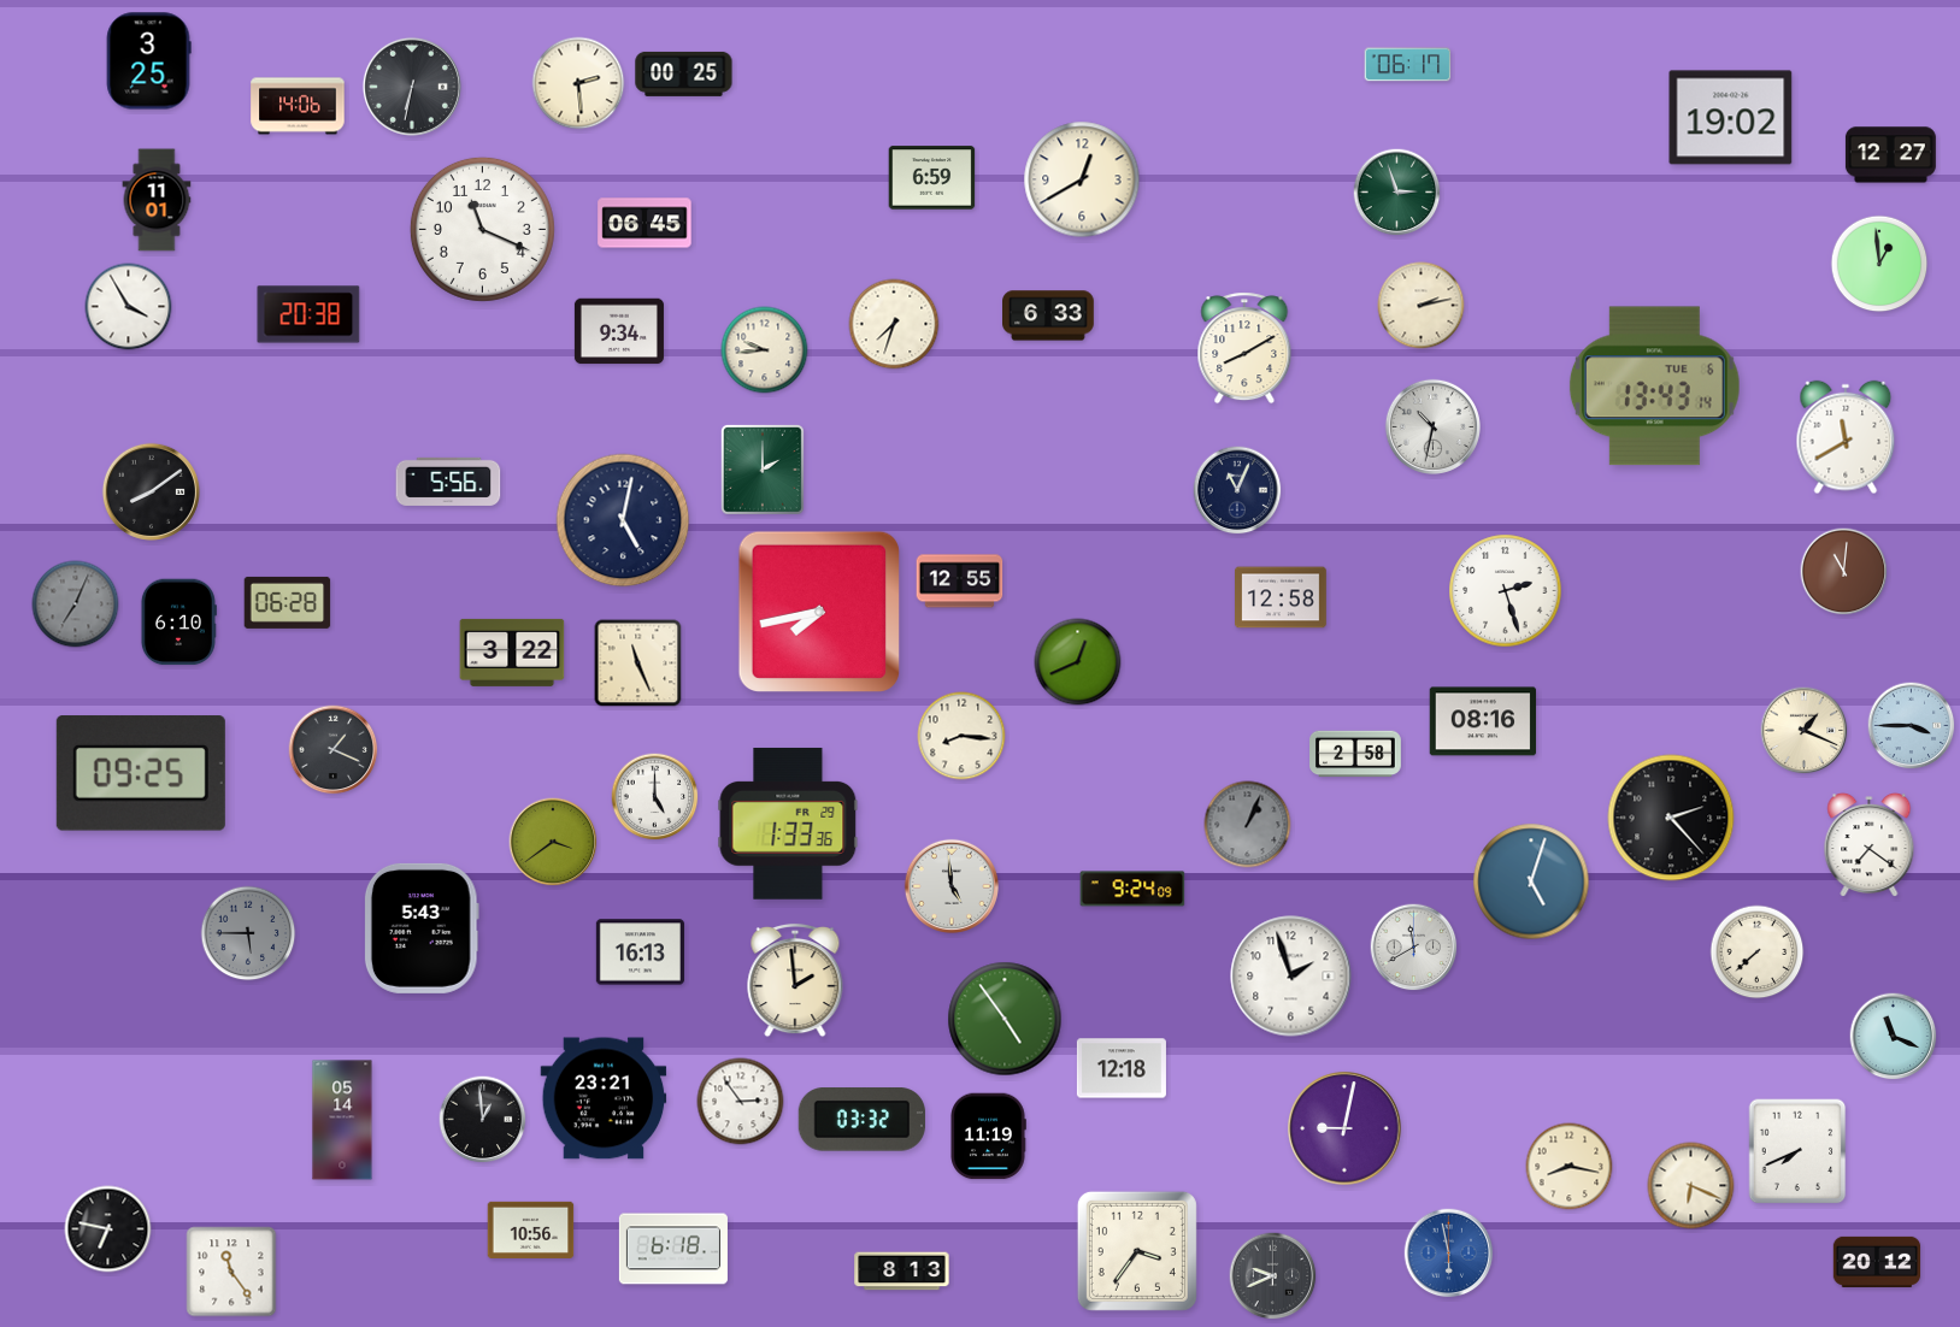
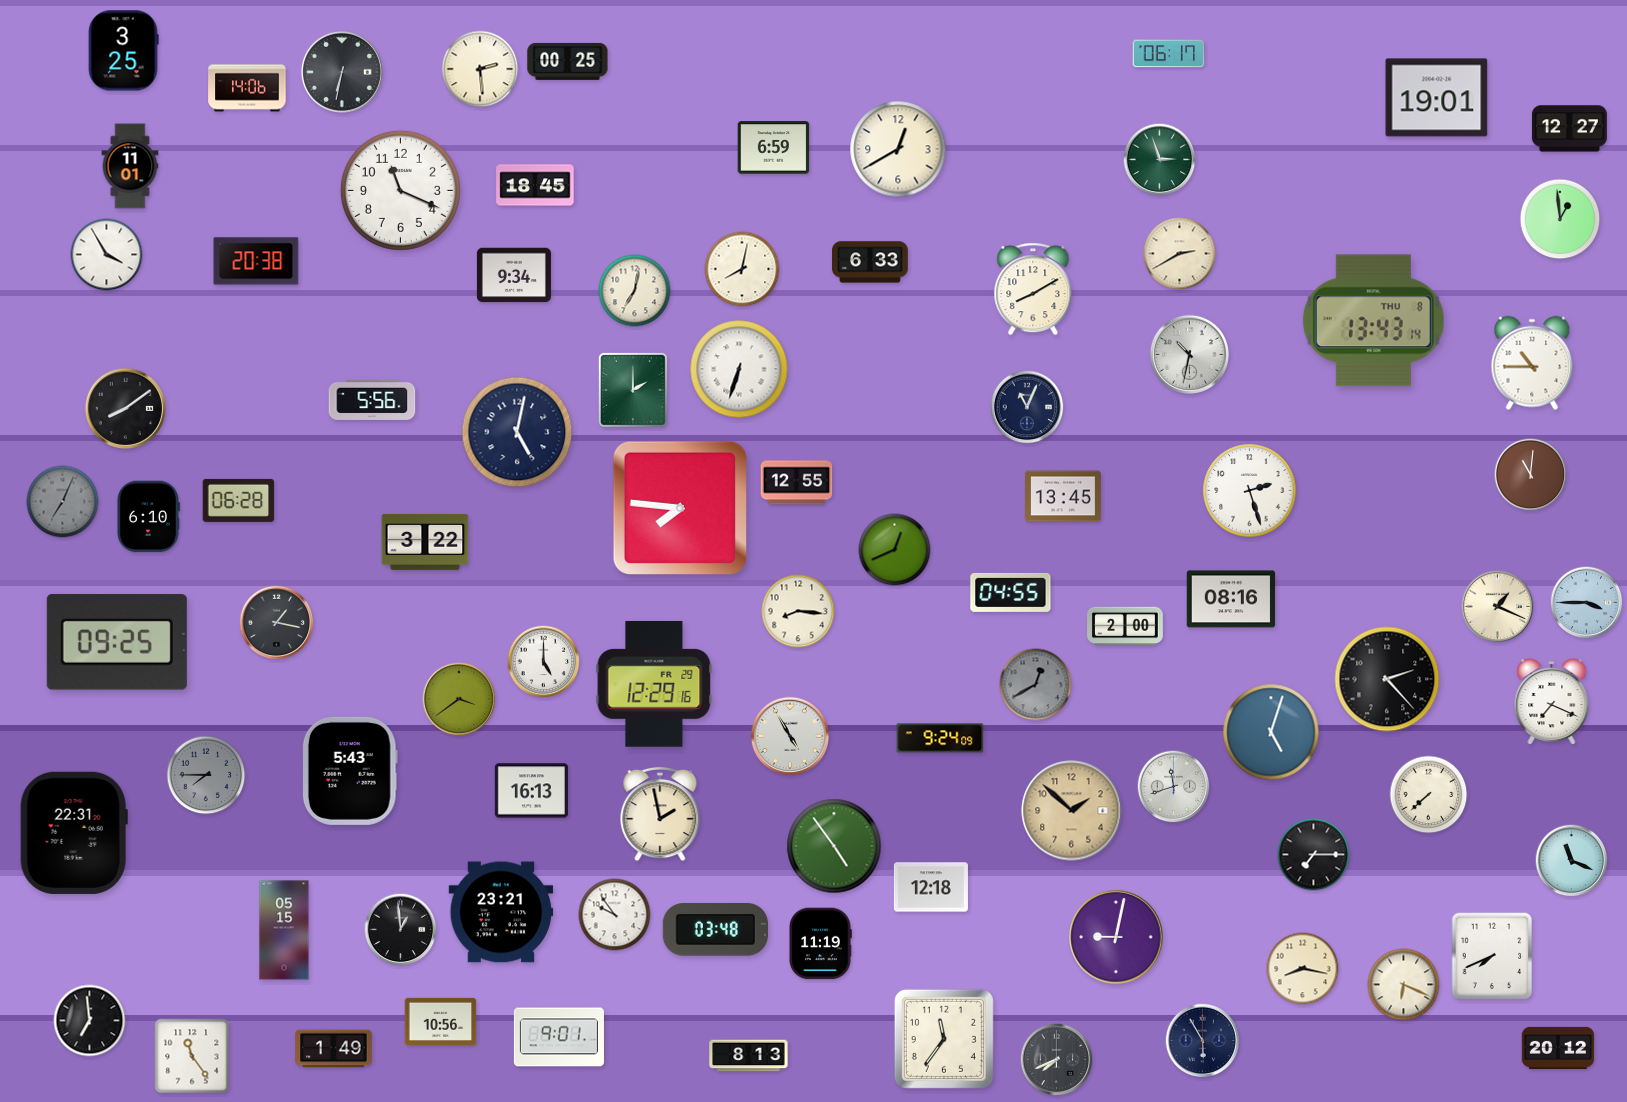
clock at (1731, 118): 19:02 -> 19:01
clock at (644, 223): 06:45 -> 18:45
clock at (1422, 306): 2:13 -> 2:40
clock at (894, 324): 7:33 -> 8:02
clock at (765, 350): 9:44 -> 7:02
clock at (1654, 387) date: TUE 6 -> THU 8
clock at (1846, 437): 11:40 -> 10:45
clock at (739, 369): none -> 6:33
clock at (1282, 597): 12:58 -> 13:45
clock at (818, 611): 7:43 -> 7:46
clock at (638, 663): 11:26 -> none
clock at (1011, 592): none -> 04:55
clock at (334, 750): 1:19 -> 1:17
clock at (1355, 754): 2:58 -> 2:00
clock at (788, 824): 1:33 -> 12:29
clock at (1248, 825): 1:04 -> 12:40
clock at (1870, 845): 7:21 -> 7:19
clock at (950, 885): 4:59 -> 4:55
clock at (248, 933): 5:45 -> 7:45
clock at (1414, 948): 11:40 -> 11:42
clock at (1758, 953) position: (1758, 953) -> (1429, 795)
clock at (1291, 977): 1:57 -> 1:52
clock at (1291, 977) dial: white -> champagne
clock at (795, 980): 1:59 -> 1:58
clock at (74, 833): none -> 22:31
clock at (1314, 855): none -> 7:15
clock at (741, 1102): 2:54 -> 9:54
clock at (342, 1120): 05:14 -> 05:15
clock at (861, 1120): 03:32 -> 03:48
clock at (108, 1229): 6:47 -> 6:59
clock at (673, 1249): 6:18 -> 9:01
clock at (1137, 1251): 3:36 -> 11:36
clock at (1449, 1254): 5:58 -> 5:55
clock at (1449, 1254) dial: blue -> navy
clock at (334, 1049): none -> 1:49
clock at (1273, 1276): 9:41 -> 7:41
